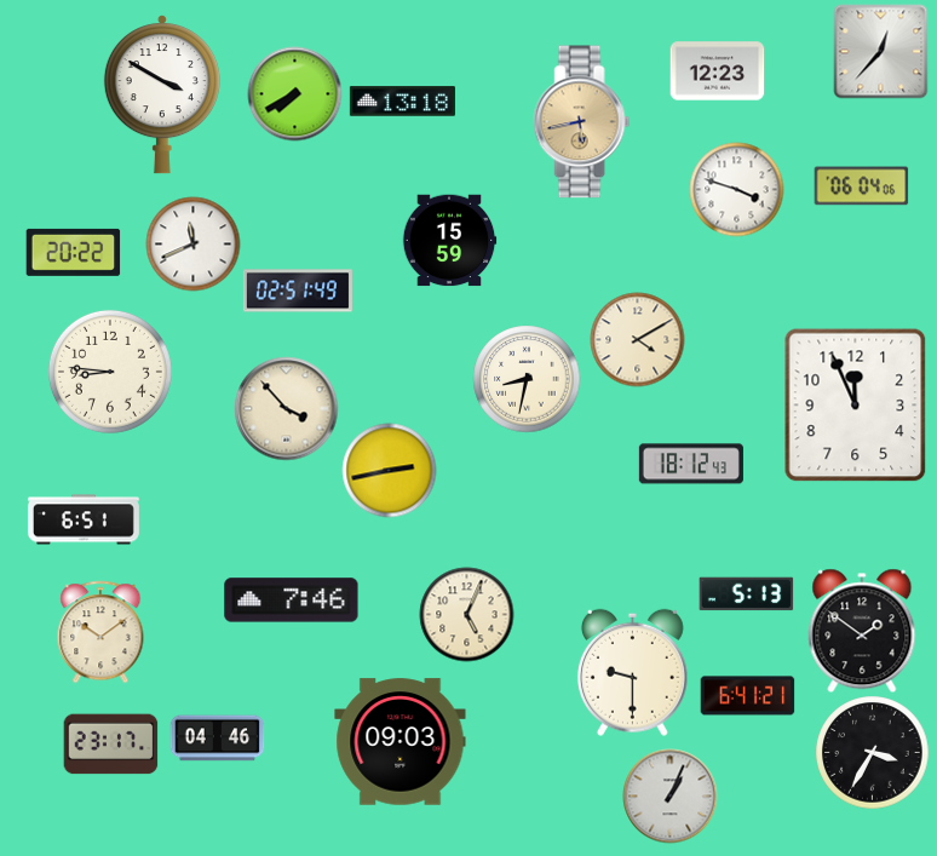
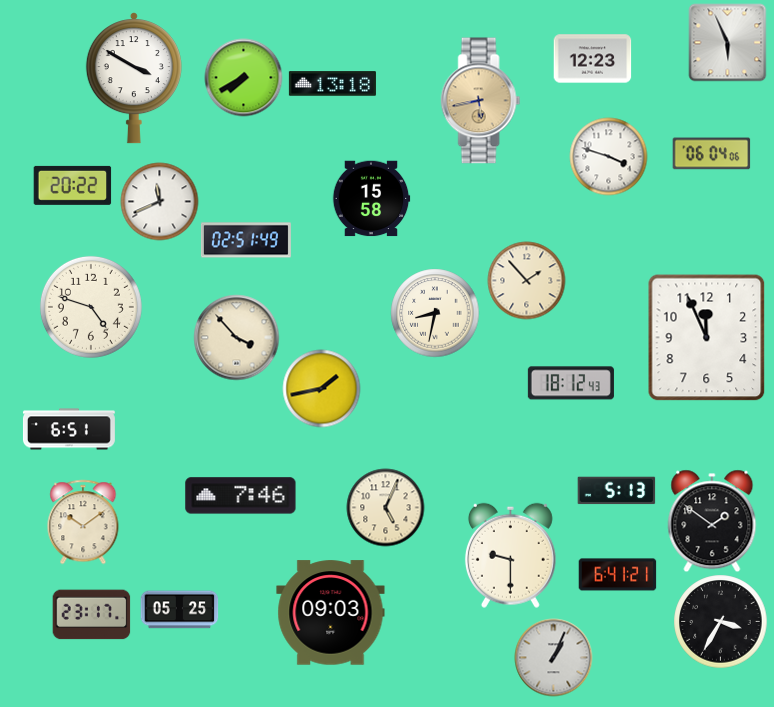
clock at (880, 51): 12:37 -> 5:56
clock at (449, 241): 15:59 -> 15:58
clock at (73, 252) position: (73, 252) -> (72, 185)
clock at (637, 339): 4:10 -> 1:53
clock at (110, 372): 8:46 -> 4:48
clock at (856, 404) position: (856, 404) -> (707, 337)
clock at (389, 470): 2:43 -> 1:43
clock at (632, 672) position: (632, 672) -> (510, 555)
clock at (217, 739): 04:46 -> 05:25
